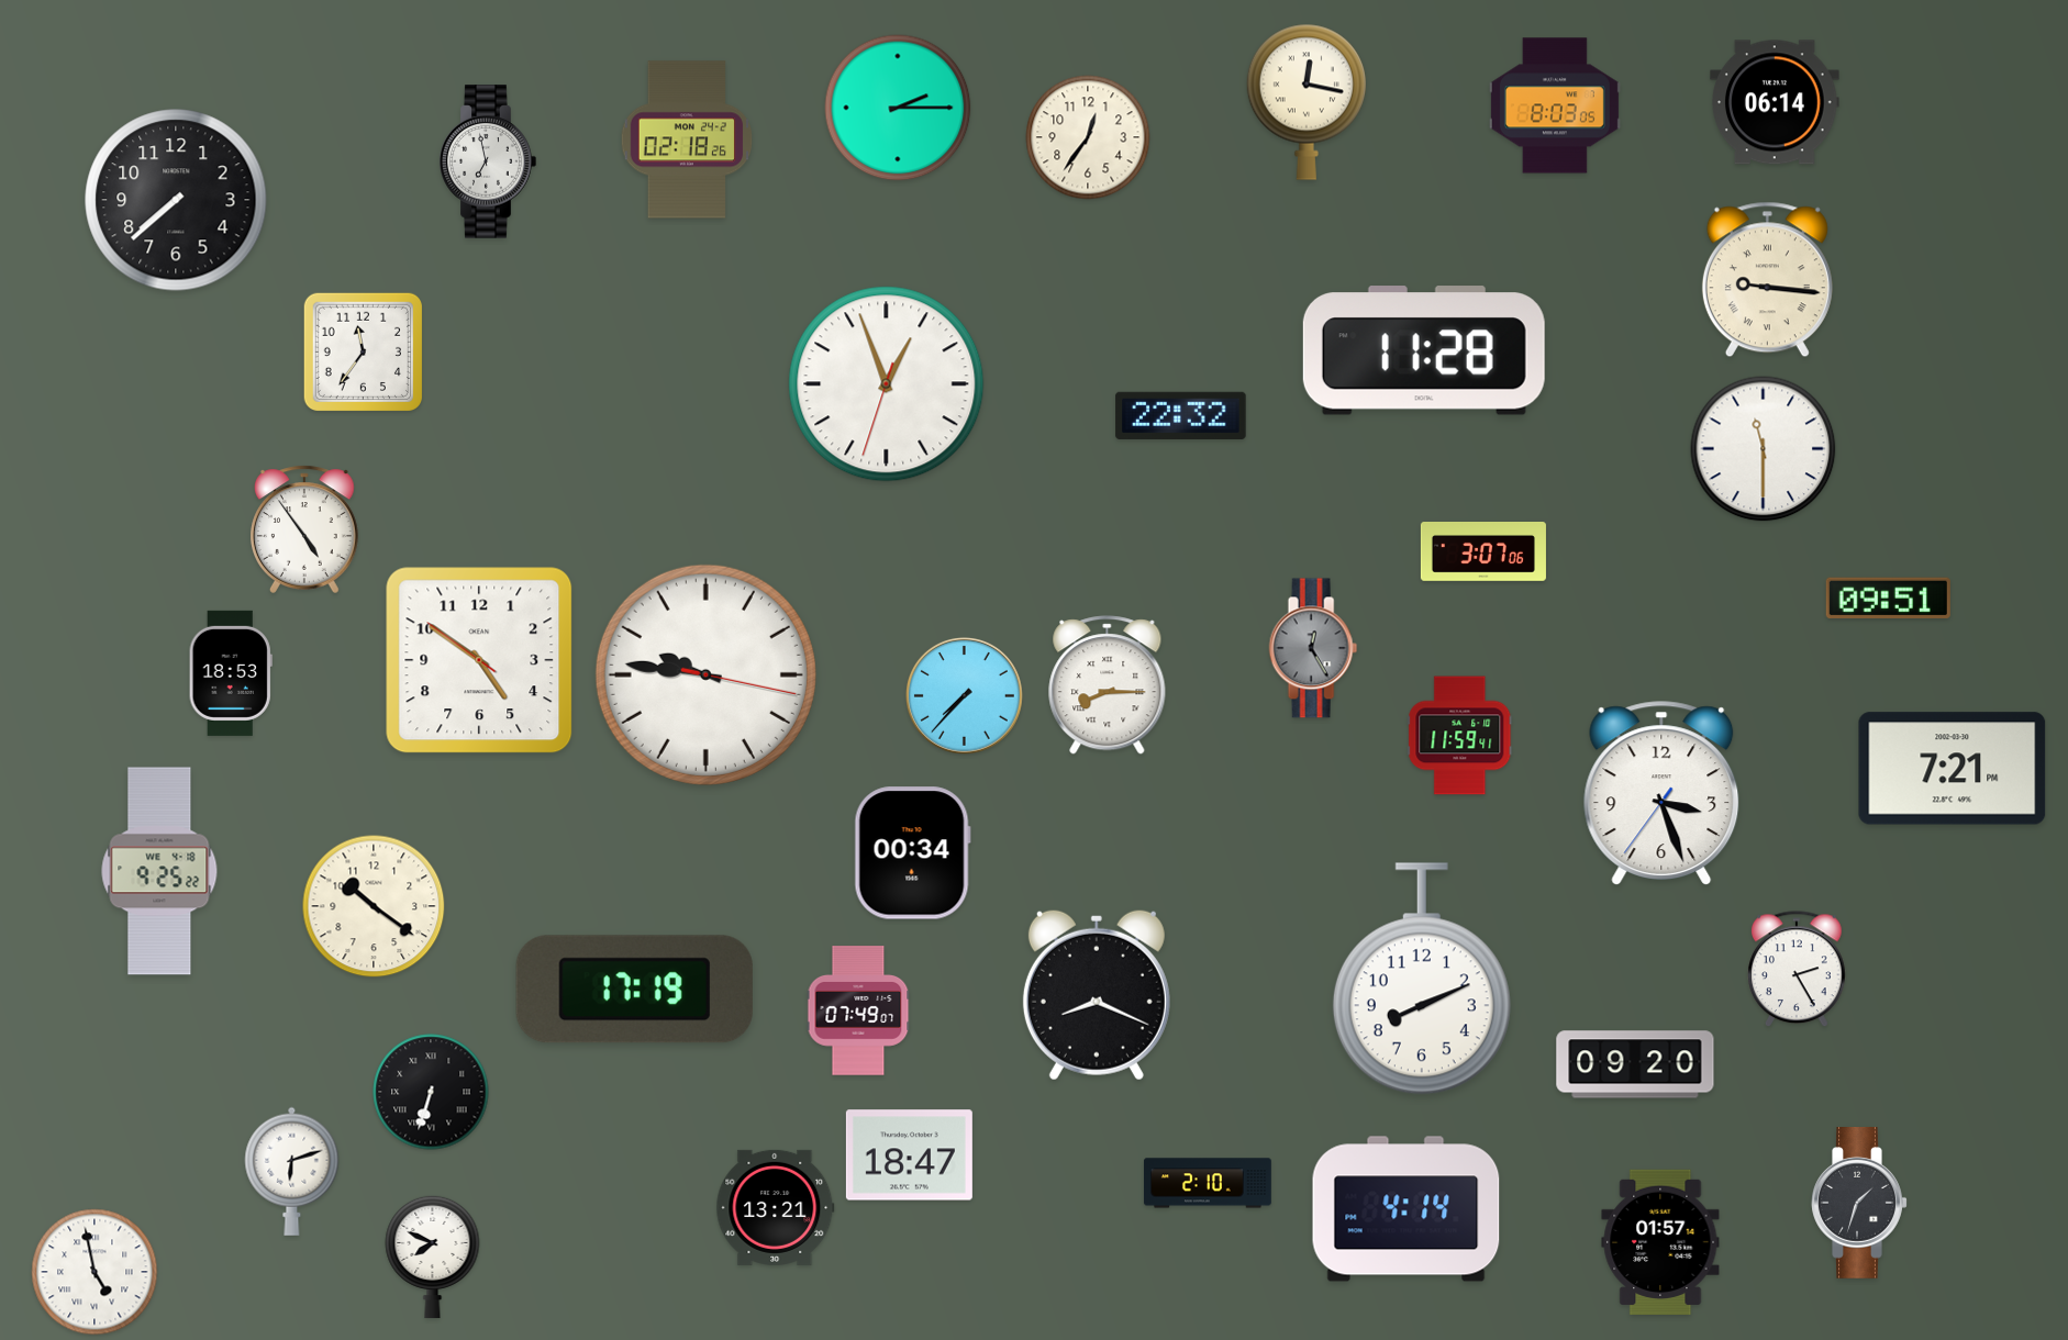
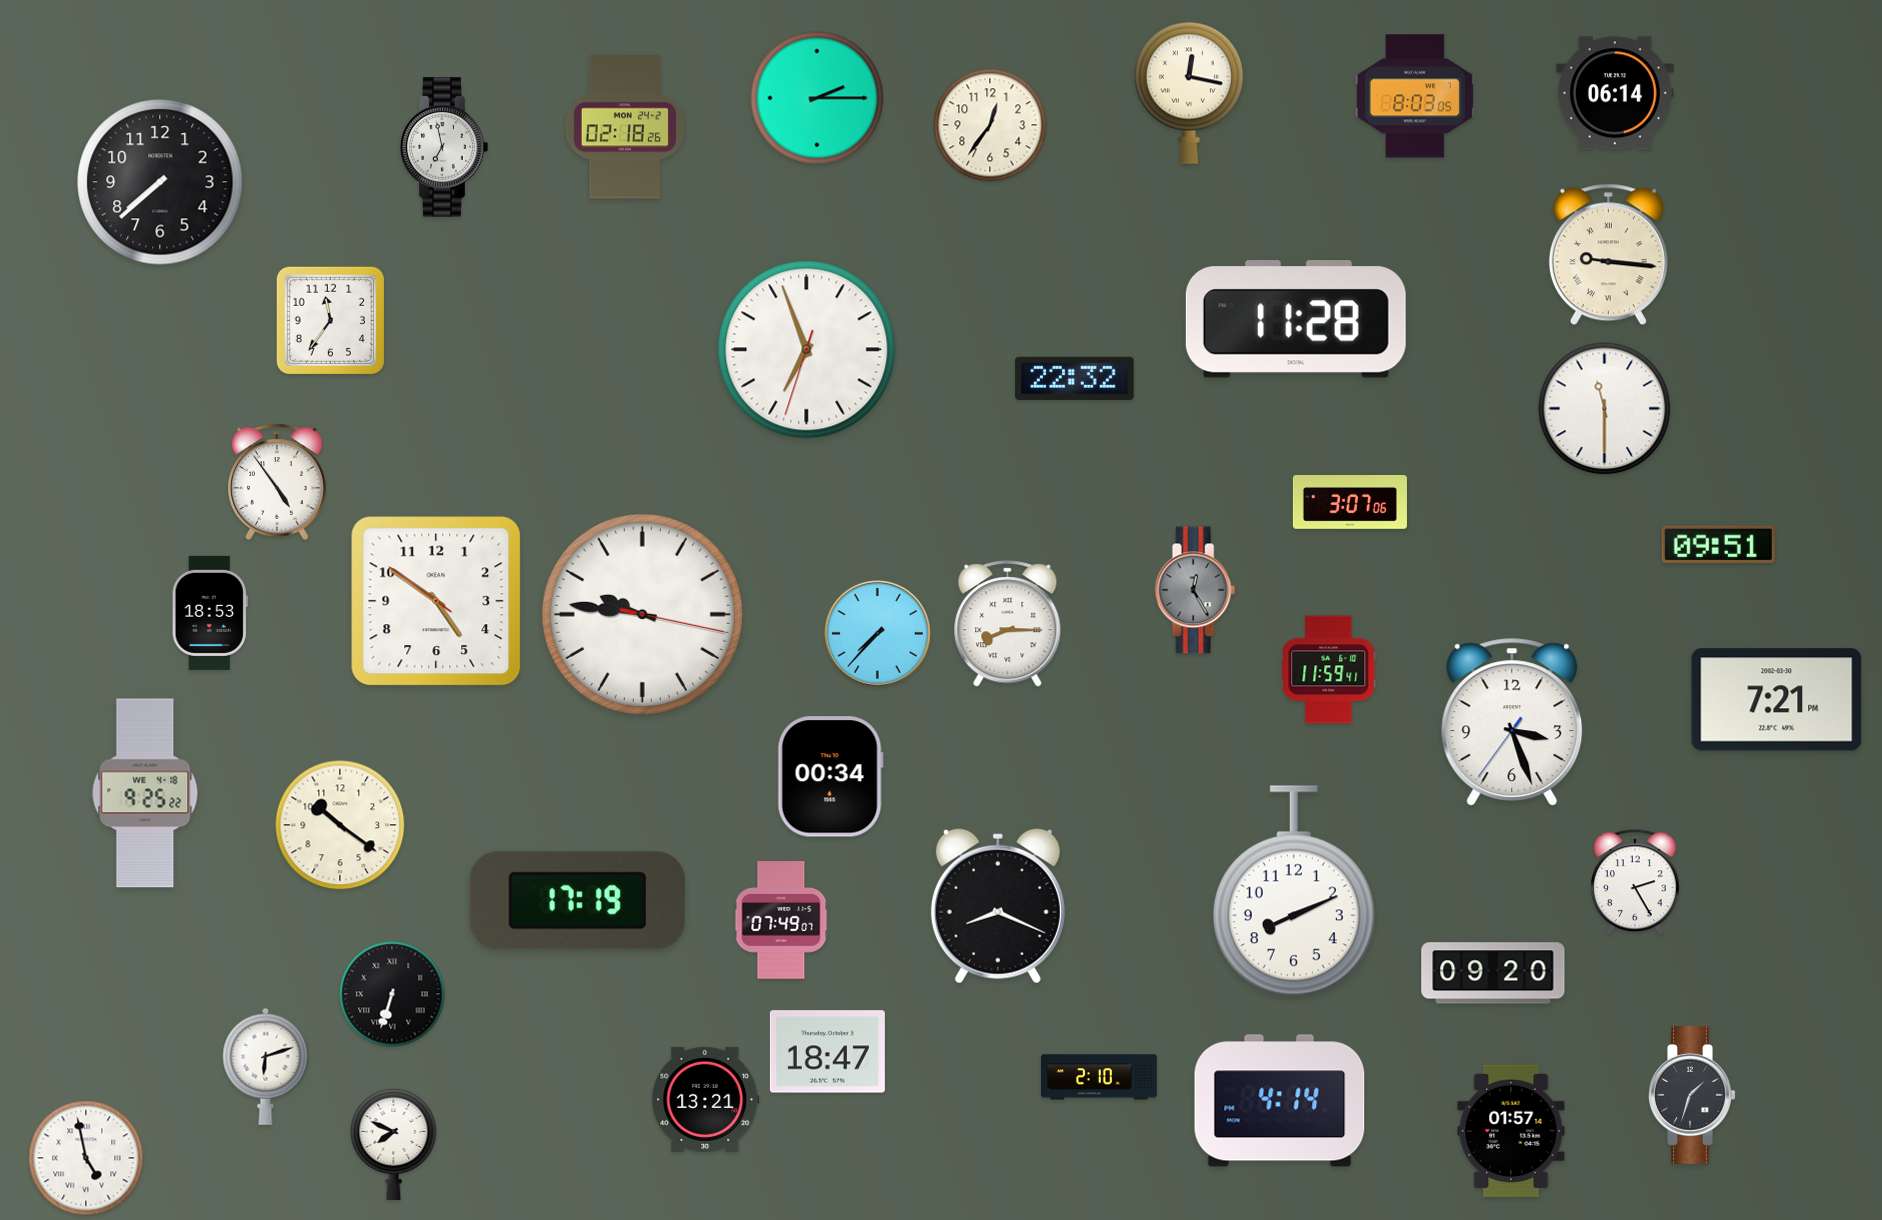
clock at (887, 384): 12:56 -> 6:56
clock at (1635, 1064) position: (1635, 1064) -> (1493, 973)
